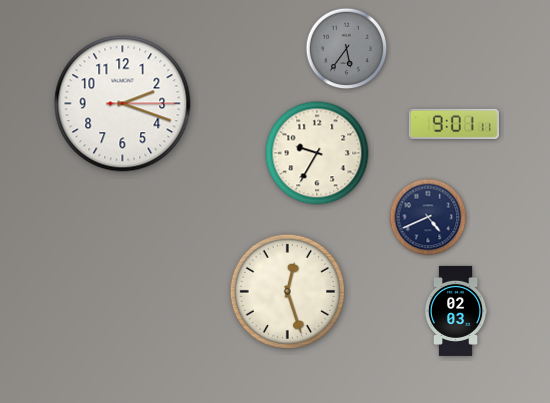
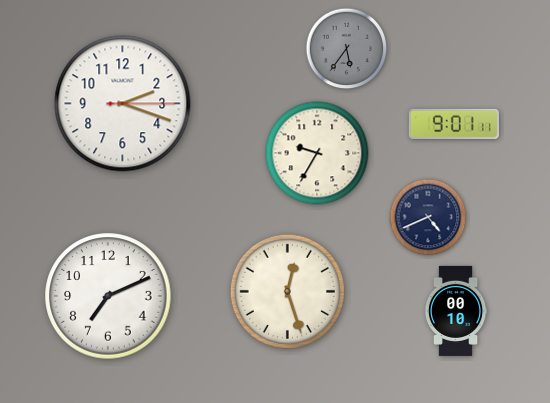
clock at (108, 296): none -> 7:11
clock at (456, 311): 02:03 -> 00:10
